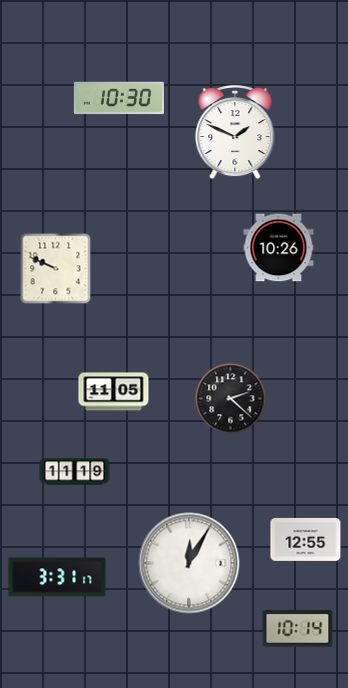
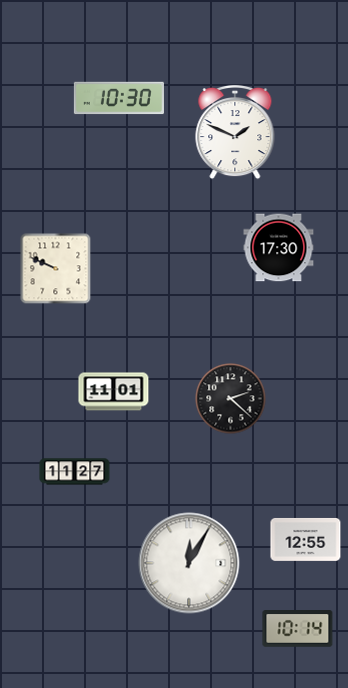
clock at (279, 248): 10:26 -> 17:30
clock at (114, 392): 11:05 -> 11:01
clock at (75, 472): 11:19 -> 11:27
clock at (57, 577): 3:31 -> none
